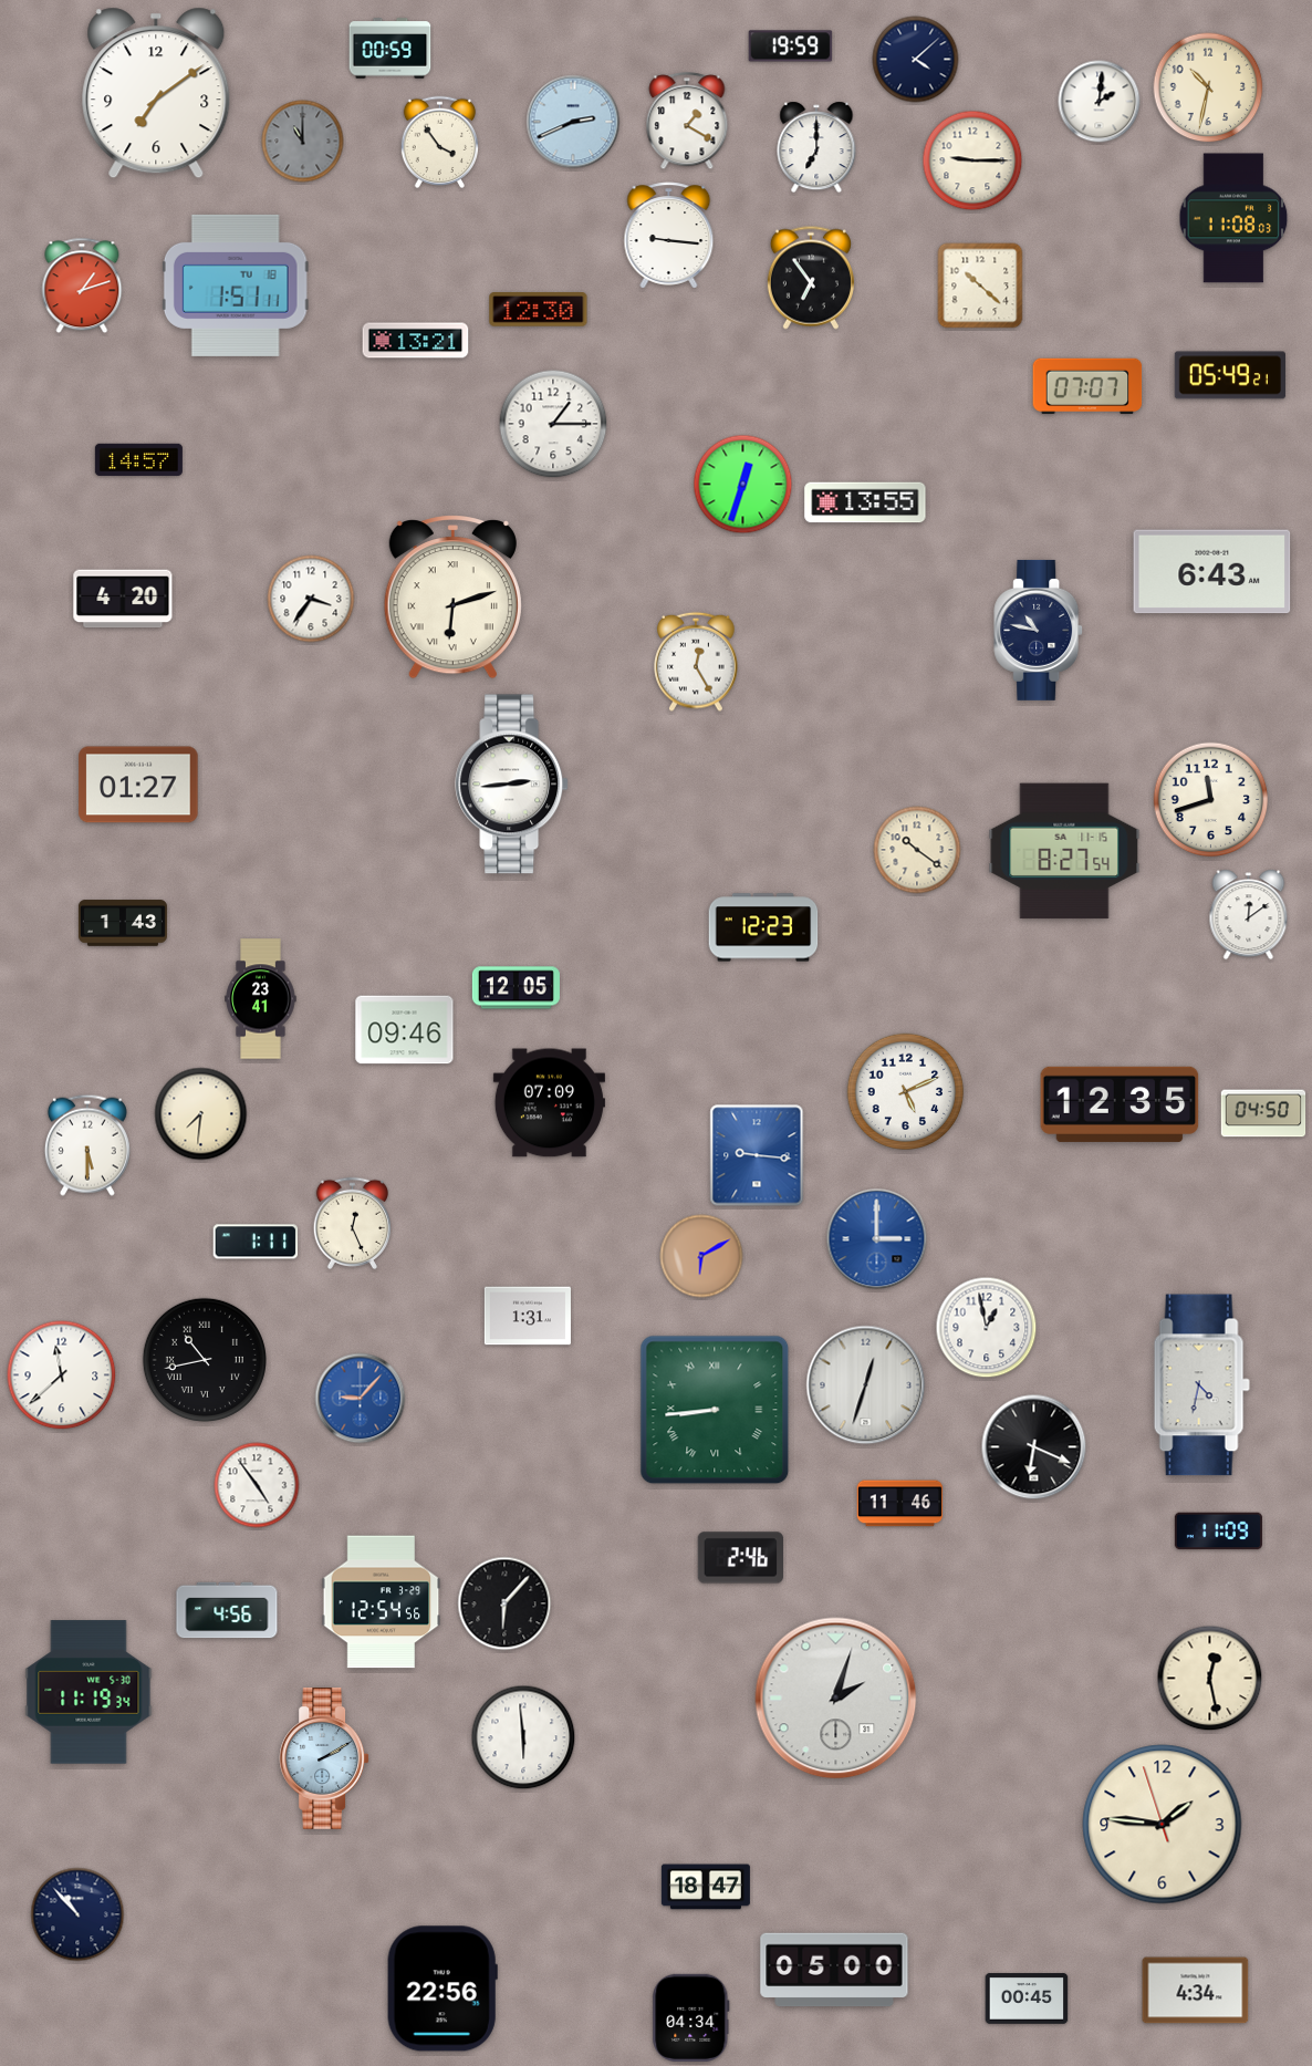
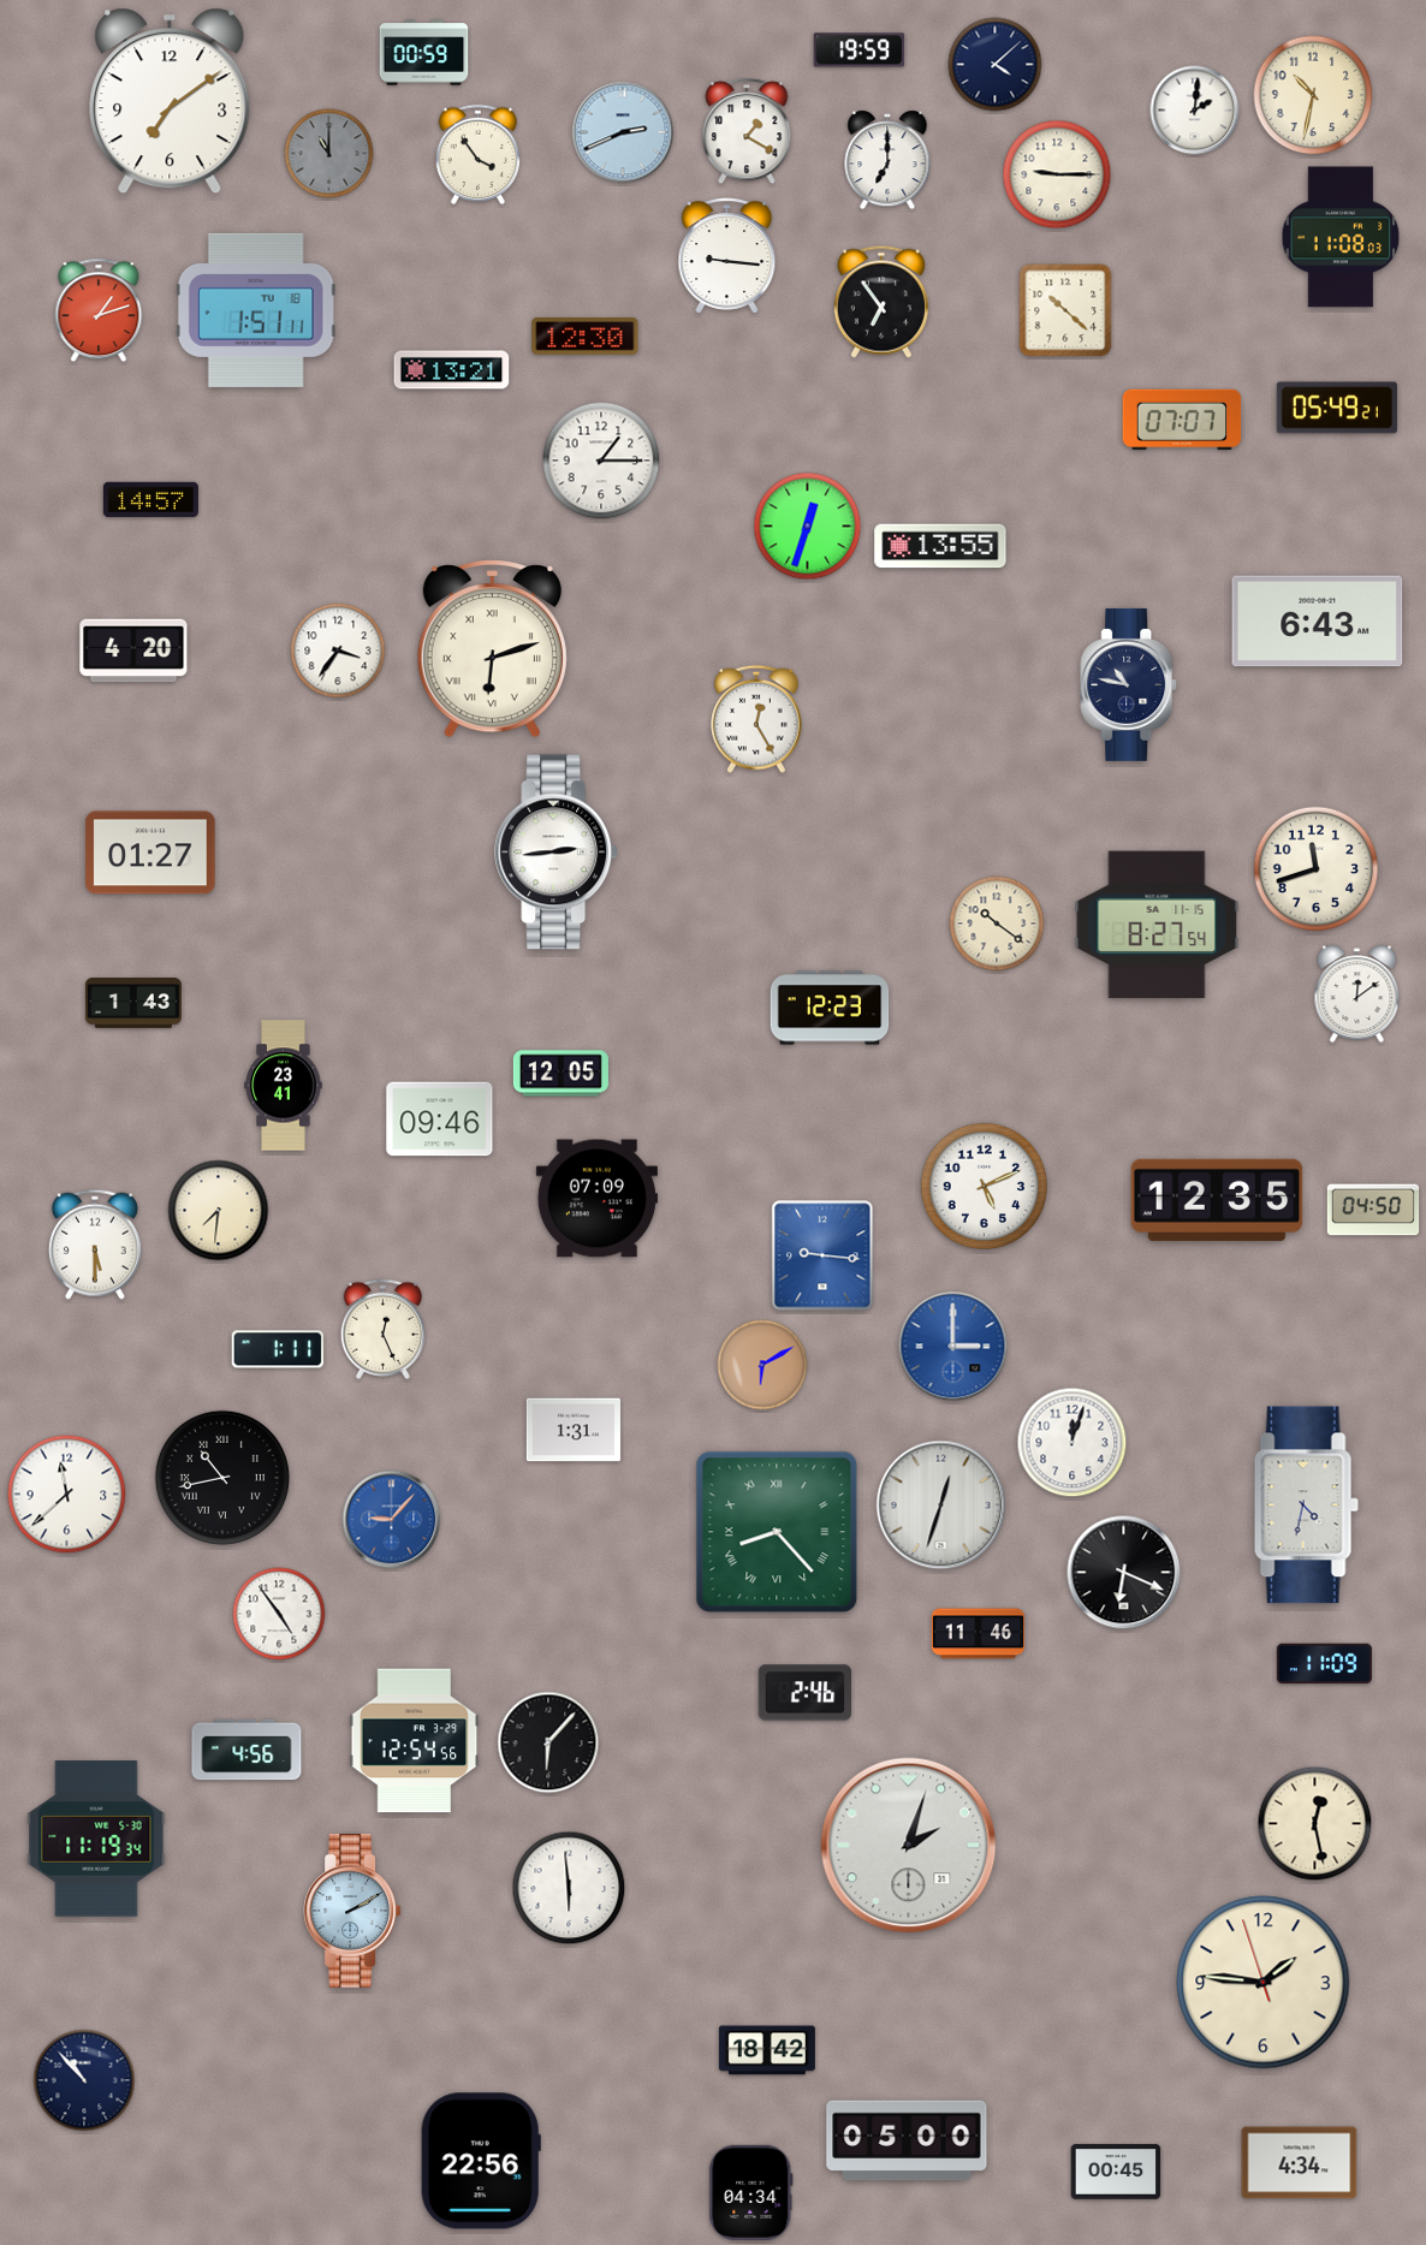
clock at (82, 285) position: (82, 285) -> (99, 310)
clock at (987, 1328): 12:58 -> 12:03
clock at (715, 1410): 8:44 -> 8:23
clock at (706, 1887): 18:47 -> 18:42
